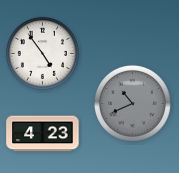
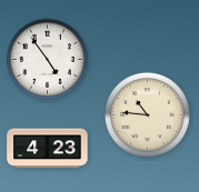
clock at (132, 103): 10:41 -> 10:46
clock at (132, 103) dial: grey -> cream
